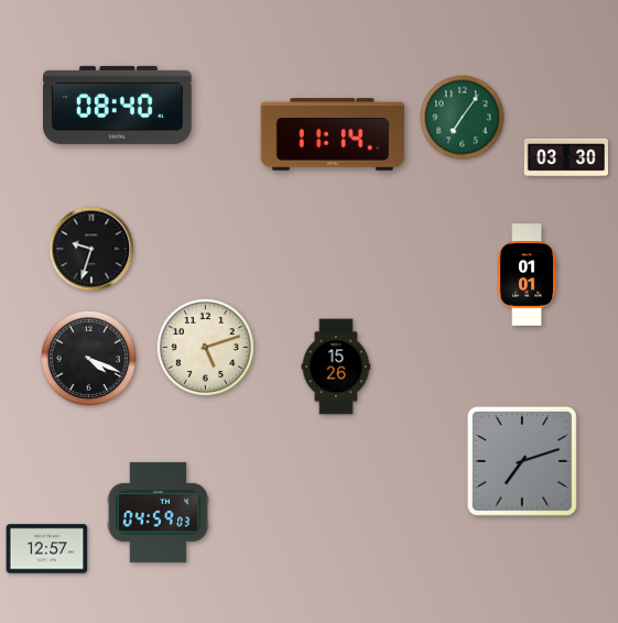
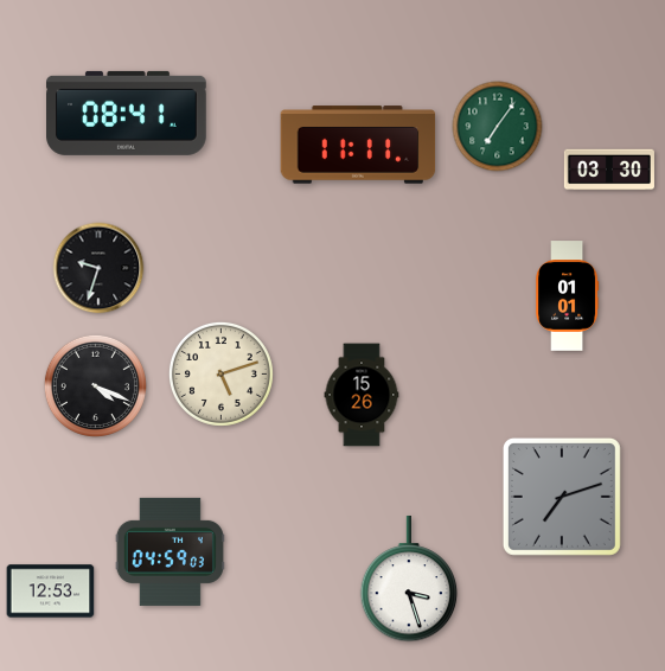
clock at (118, 105): 08:40 -> 08:41
clock at (333, 134): 11:14 -> 11:11
clock at (409, 579): none -> 3:27
clock at (47, 549): 12:57 -> 12:53
